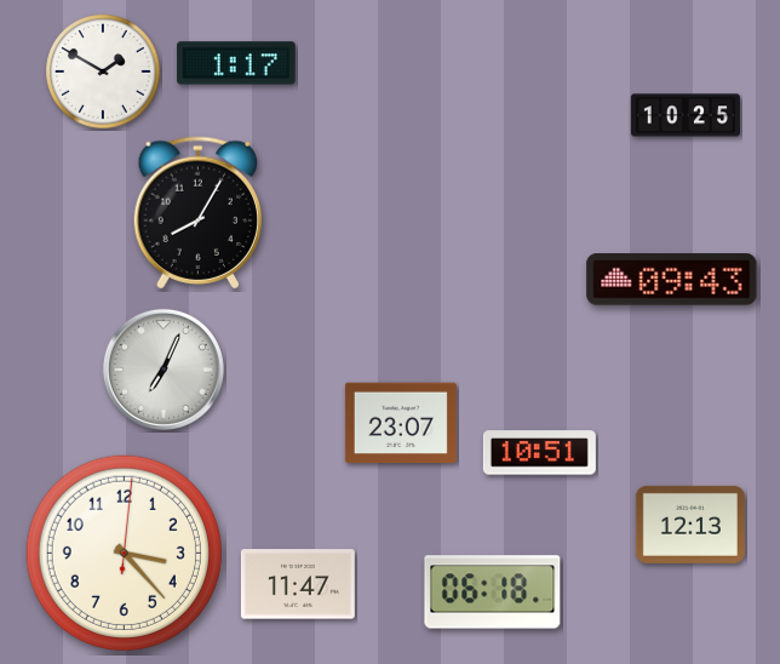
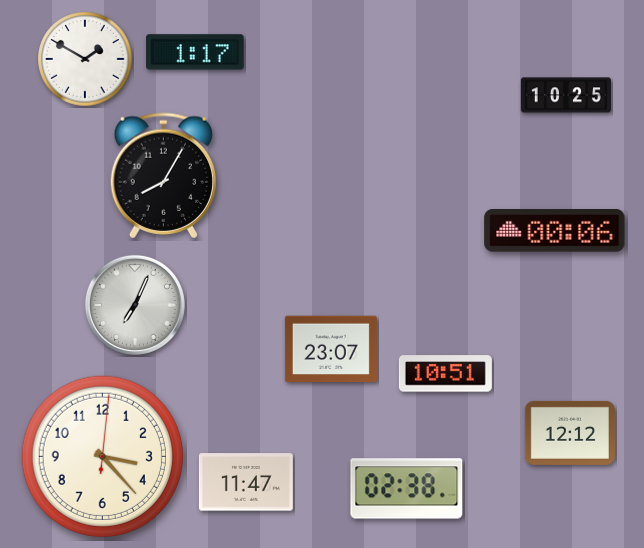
clock at (672, 280): 09:43 -> 00:06
clock at (690, 525): 12:13 -> 12:12
clock at (493, 593): 06:18 -> 02:38
